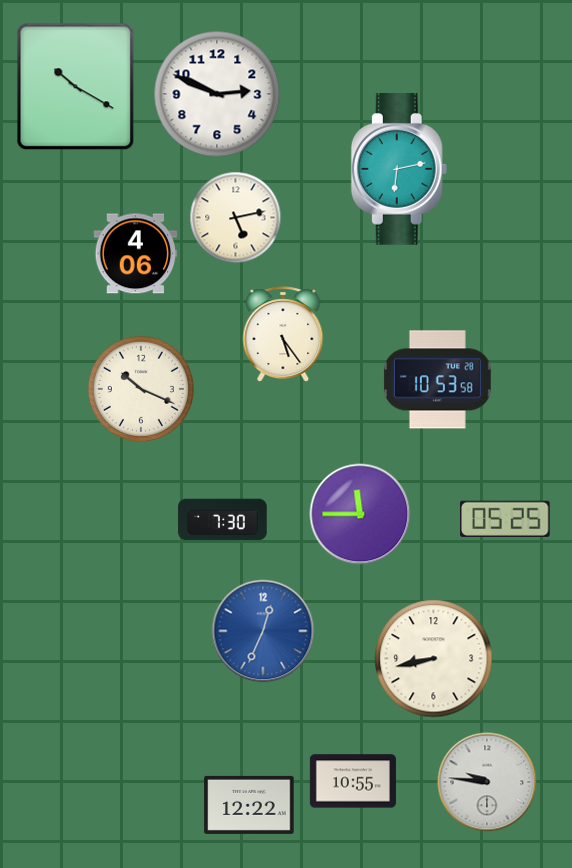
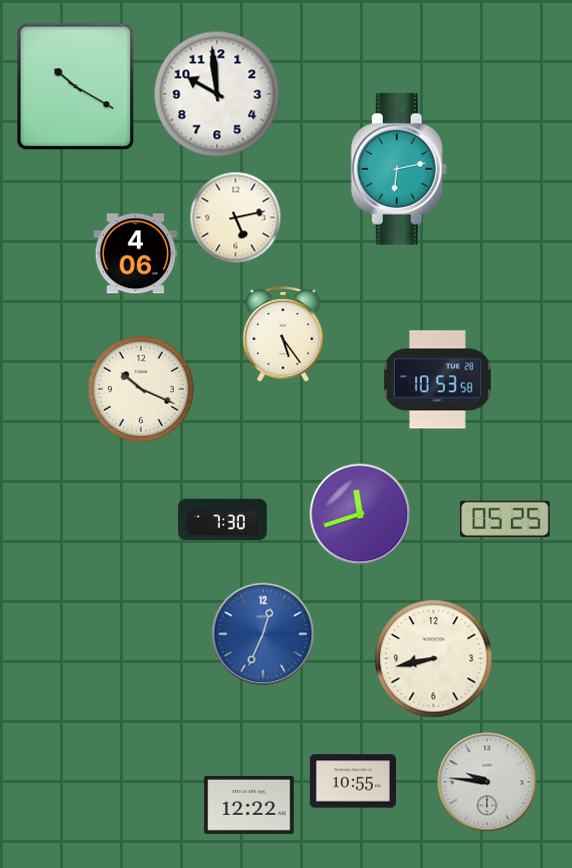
clock at (217, 94): 2:49 -> 9:59
clock at (360, 514): 11:45 -> 11:42
clock at (263, 631) position: (263, 631) -> (263, 634)
